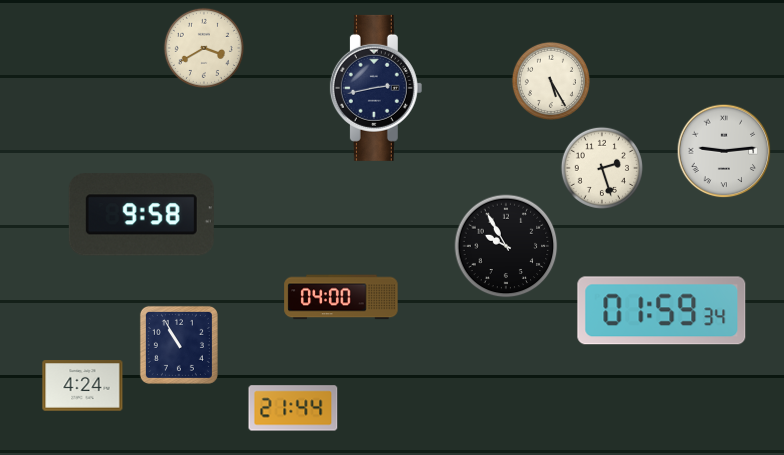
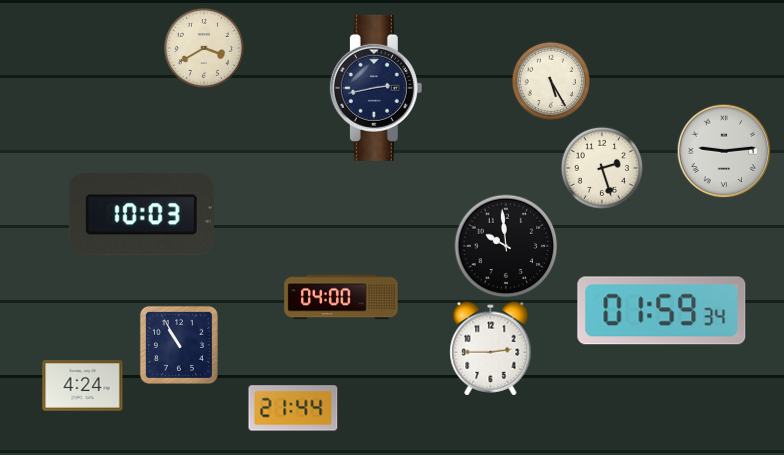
clock at (141, 215): 9:58 -> 10:03
clock at (506, 246): 9:55 -> 9:59
clock at (491, 349): none -> 2:45
